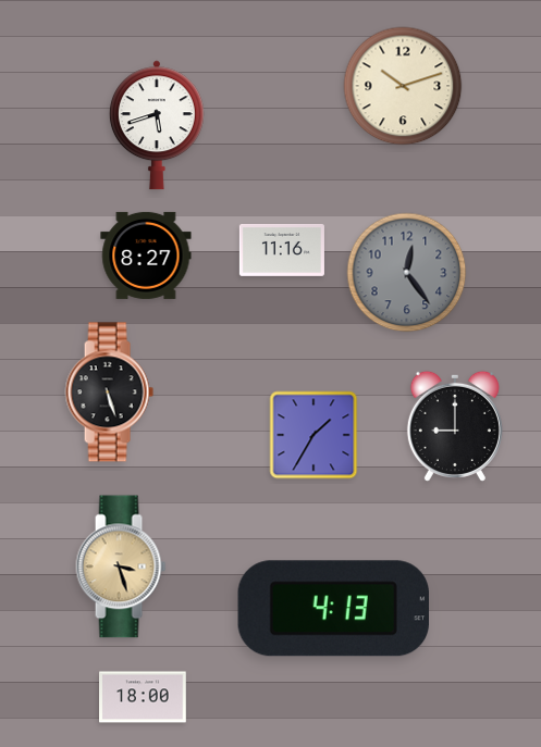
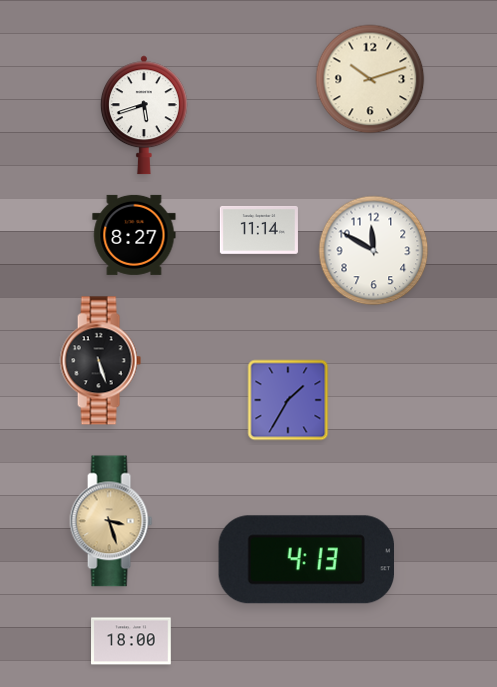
clock at (282, 250): 11:16 -> 11:14
clock at (407, 273): 12:24 -> 11:50
clock at (407, 273) dial: grey -> white
clock at (455, 426): 9:00 -> none
